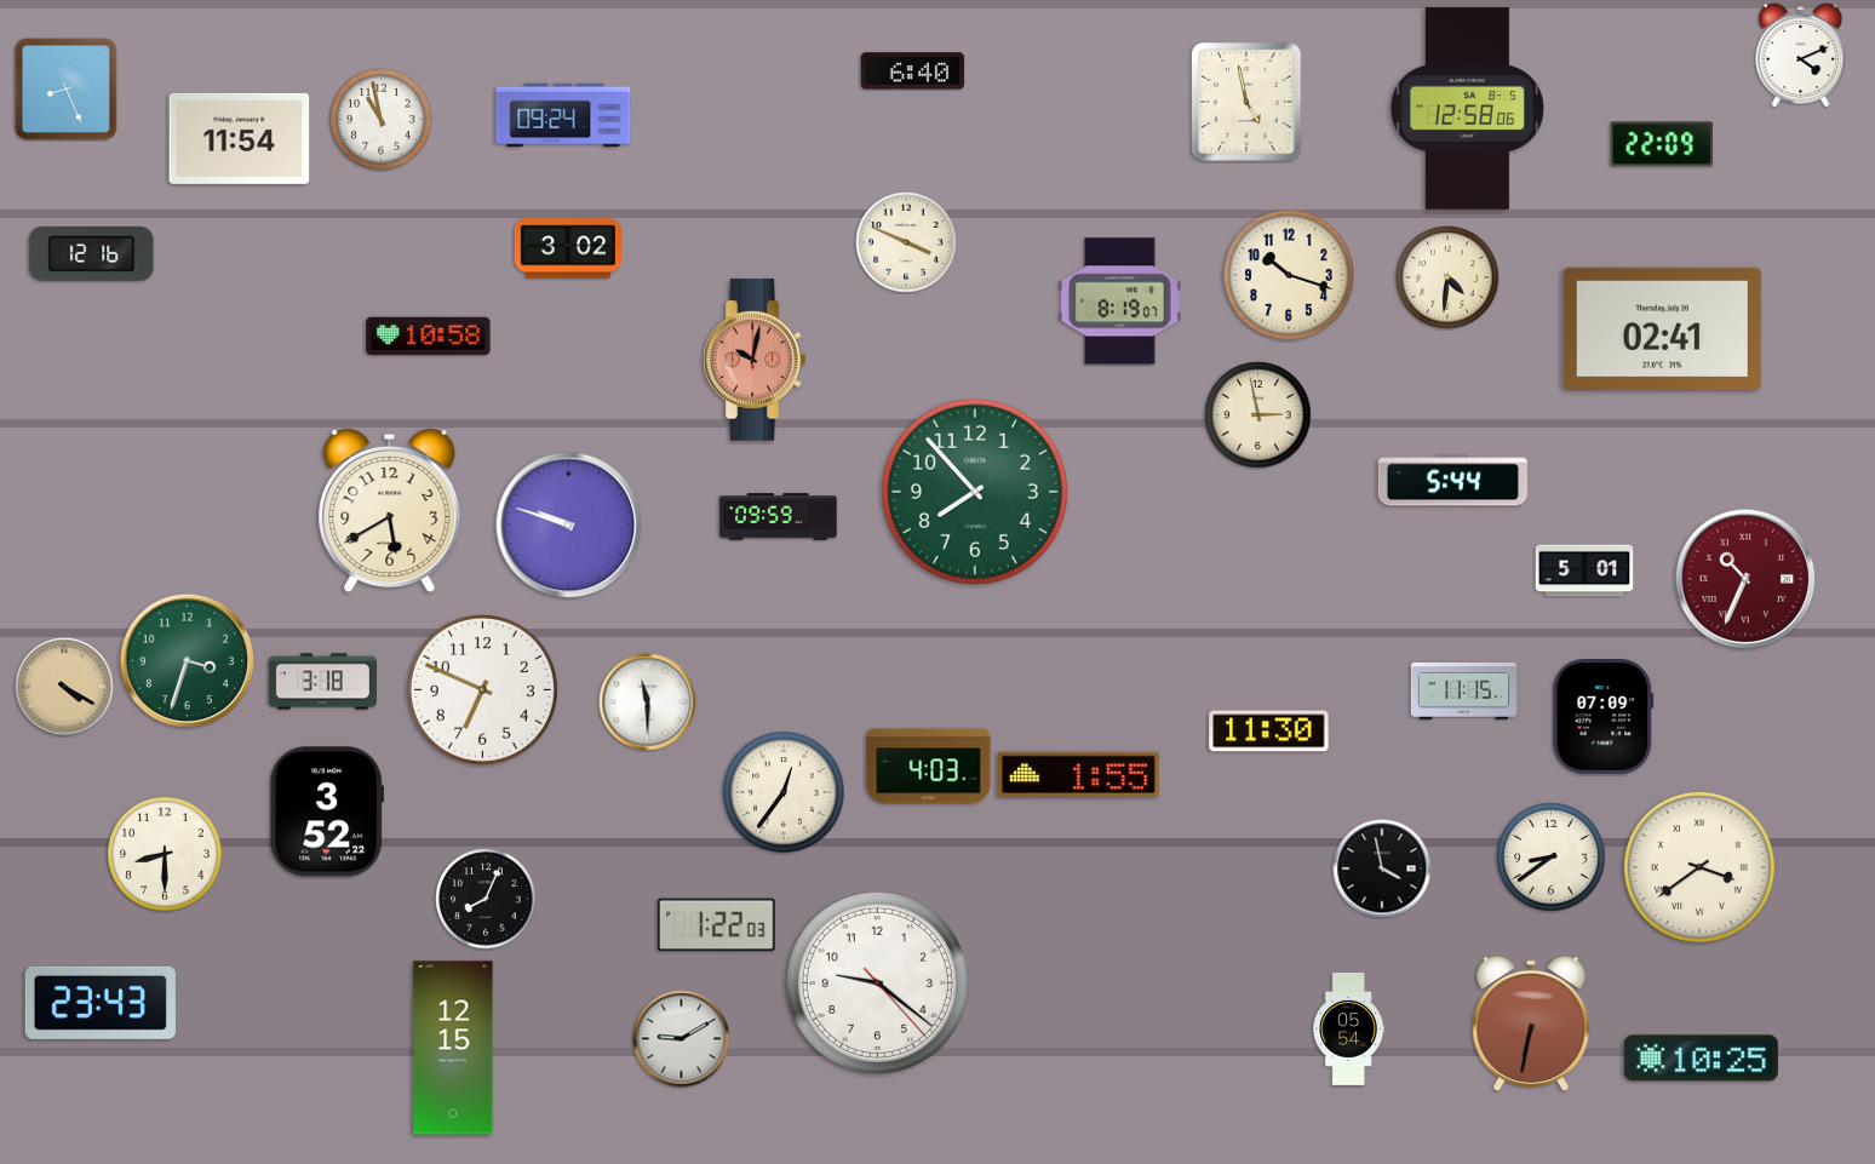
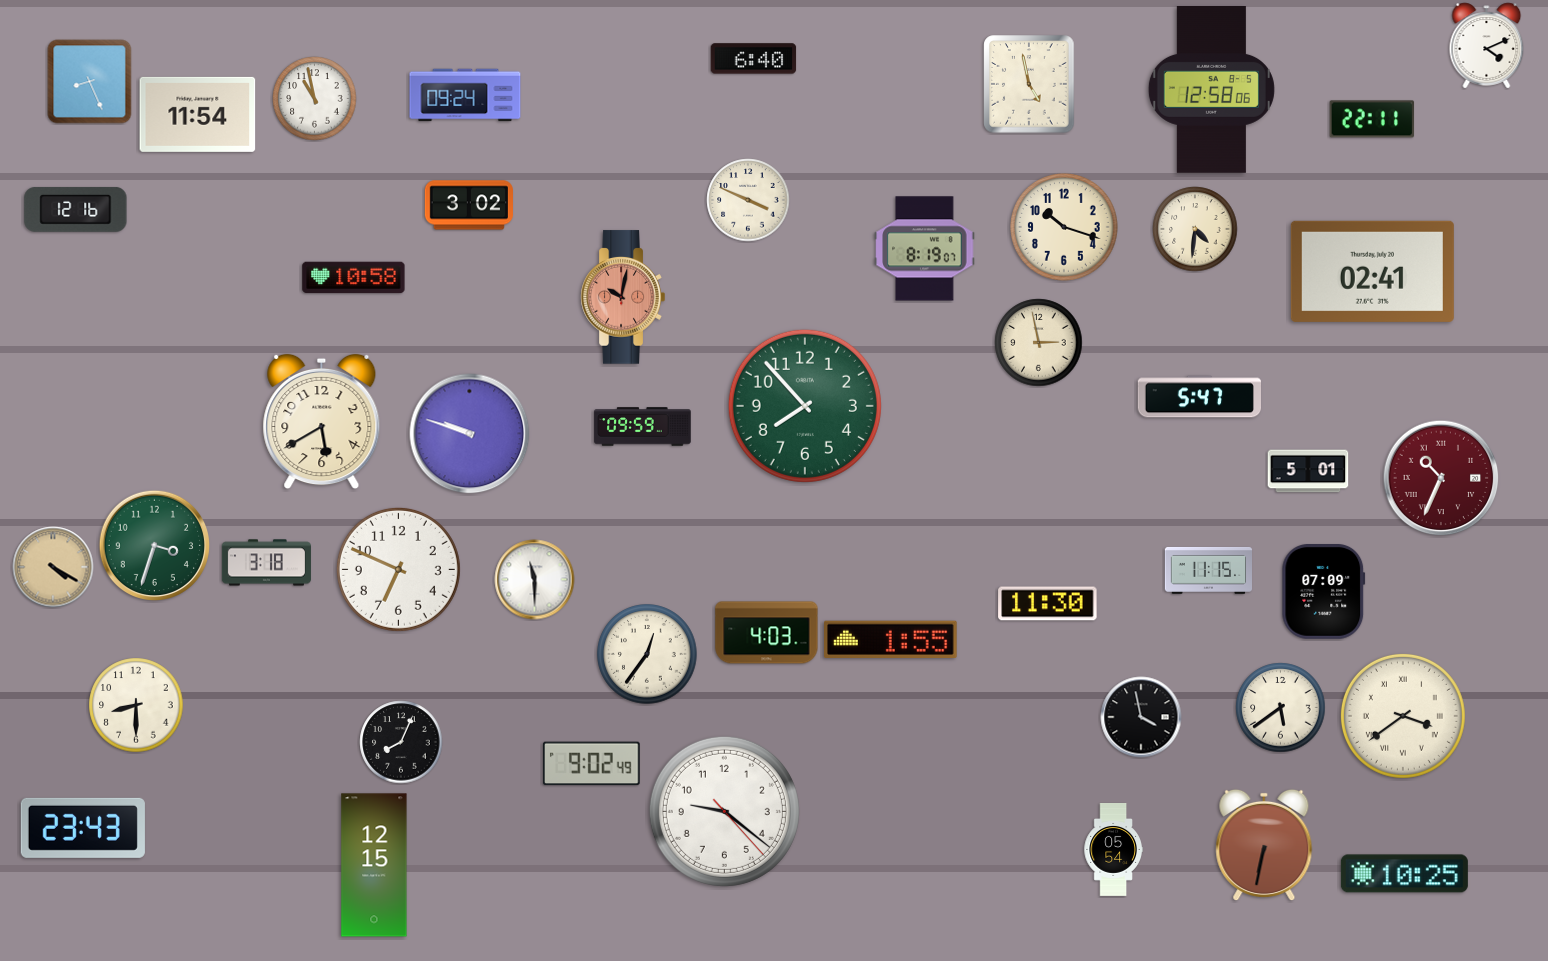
clock at (67, 90) position: (67, 90) -> (90, 82)
clock at (1662, 144): 22:09 -> 22:11
clock at (1452, 481): 5:44 -> 5:47
clock at (326, 812): 3:52 -> none
clock at (1552, 858): 8:39 -> 5:39
clock at (717, 925): 1:22 -> 9:02
clock at (682, 1039): 9:10 -> none
